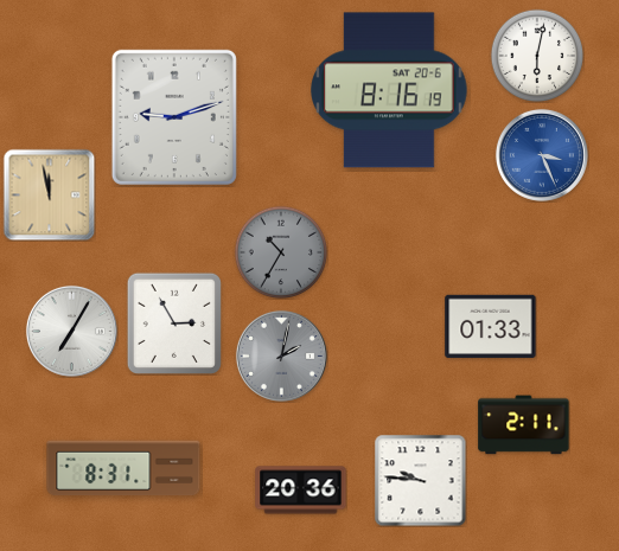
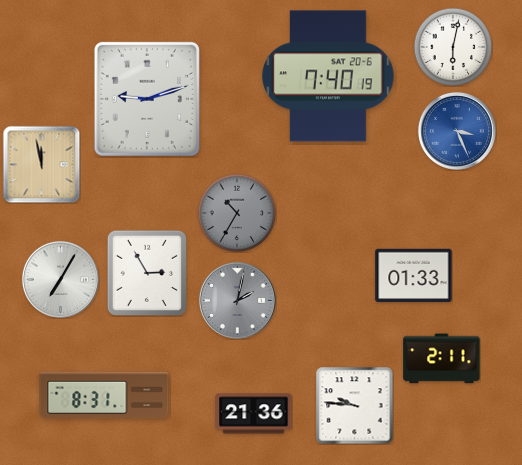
clock at (389, 90): 8:16 -> 7:40
clock at (301, 491): 20:36 -> 21:36
